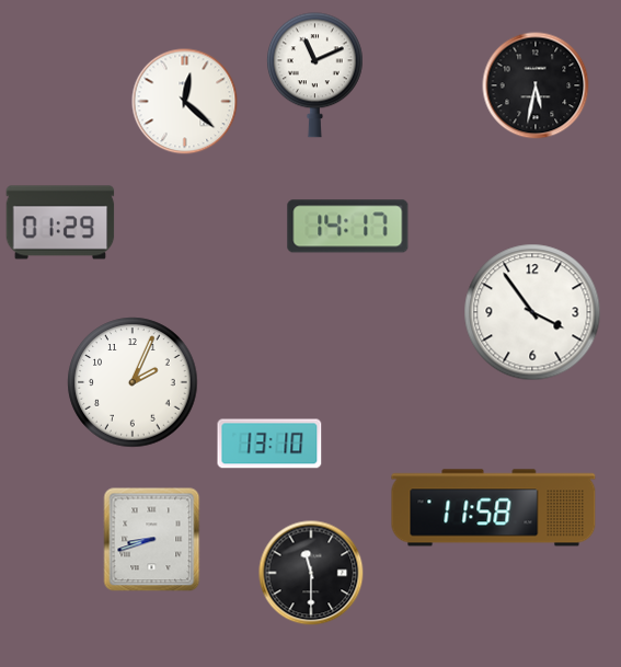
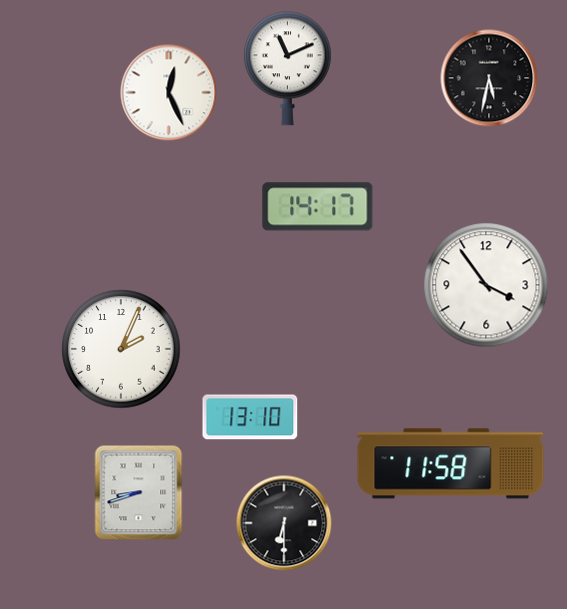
clock at (185, 102): 12:22 -> 12:26
clock at (60, 222): 01:29 -> none
clock at (269, 444) position: (269, 444) -> (250, 417)
clock at (311, 573): 11:30 -> 6:30
